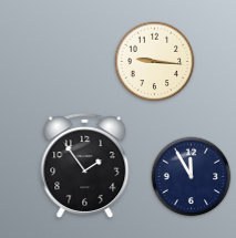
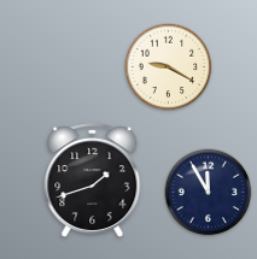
clock at (155, 62): 9:16 -> 9:20
clock at (85, 165): 1:54 -> 1:42
